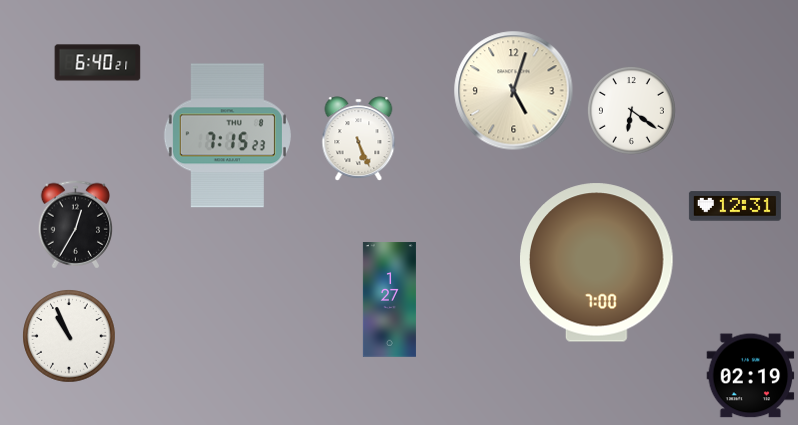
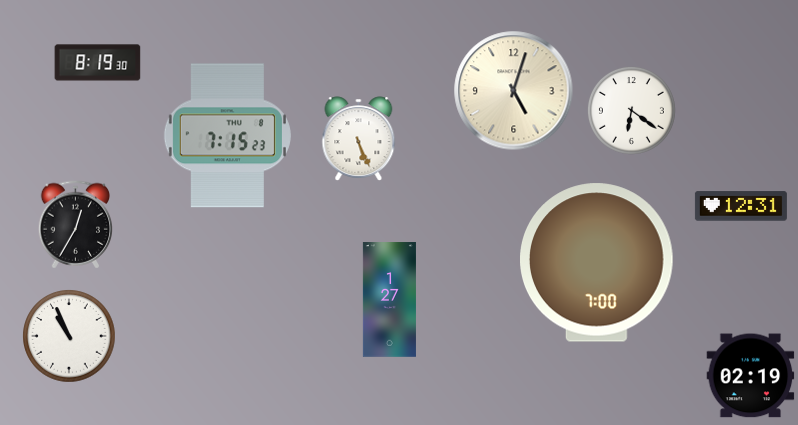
clock at (98, 63): 6:40 -> 8:19
clock at (735, 206) position: (735, 206) -> (741, 206)
